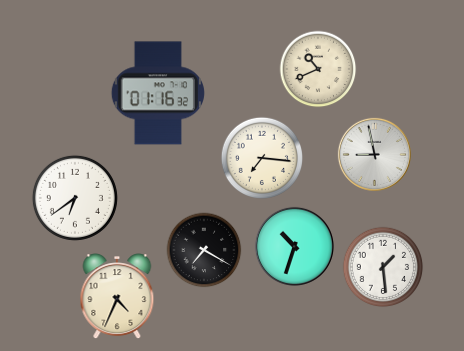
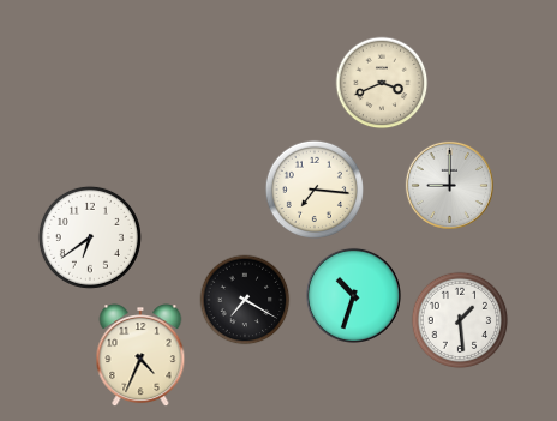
clock at (318, 69): 10:41 -> 3:41
clock at (158, 93): 01:16 -> none
clock at (374, 154): 8:58 -> 9:00
